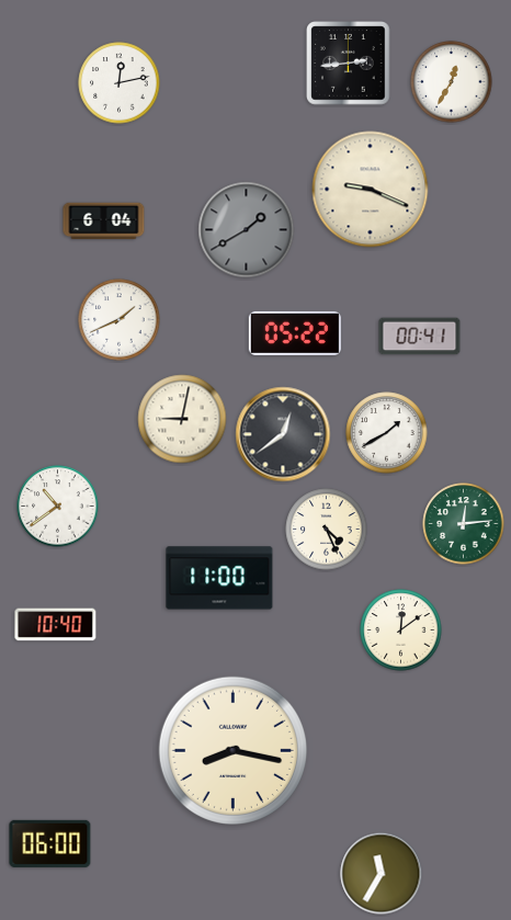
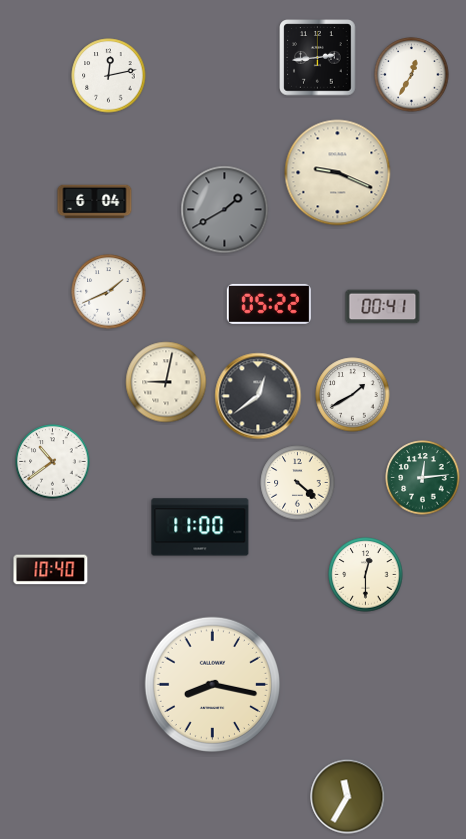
clock at (327, 530): 4:26 -> 4:22
clock at (401, 631): 12:09 -> 12:30
clock at (50, 843): 06:00 -> none
